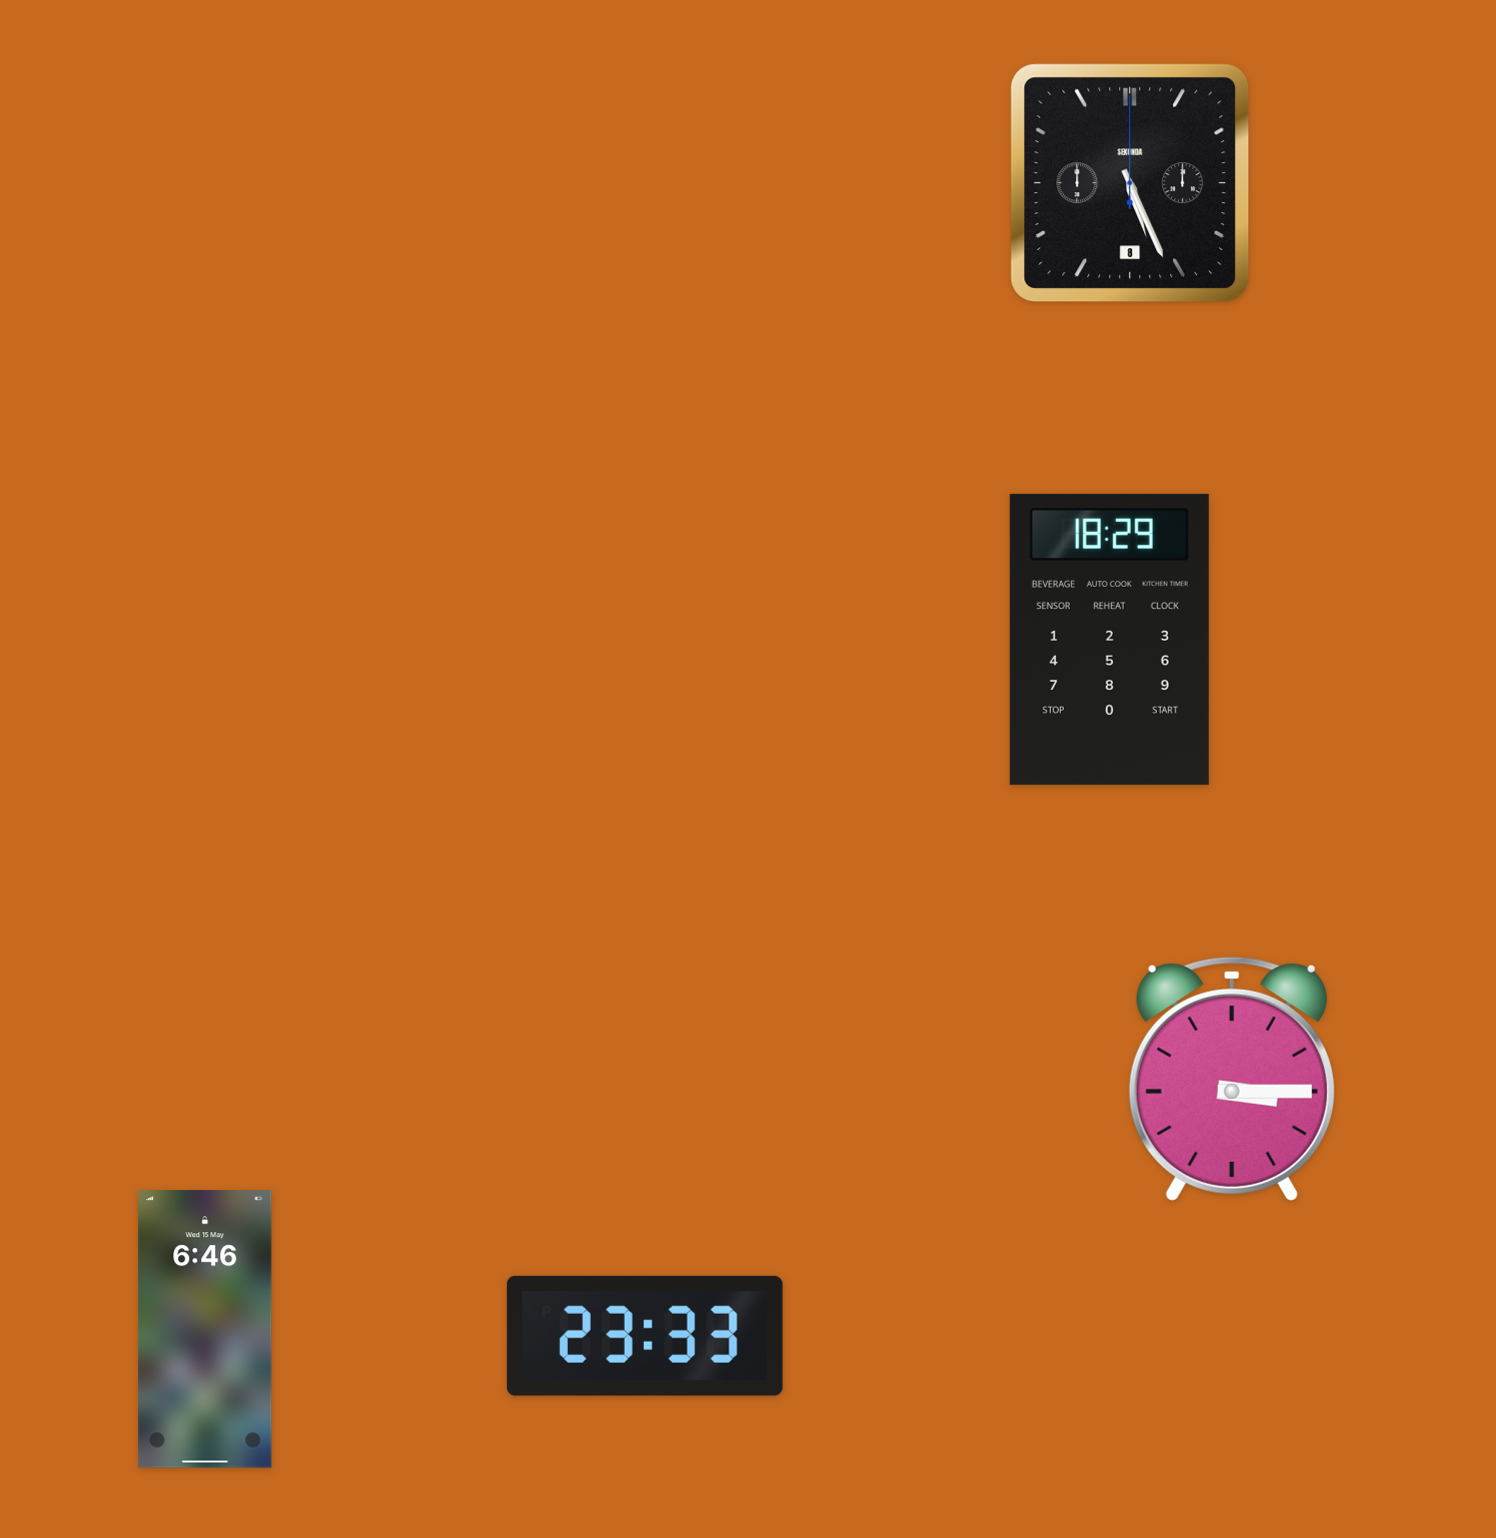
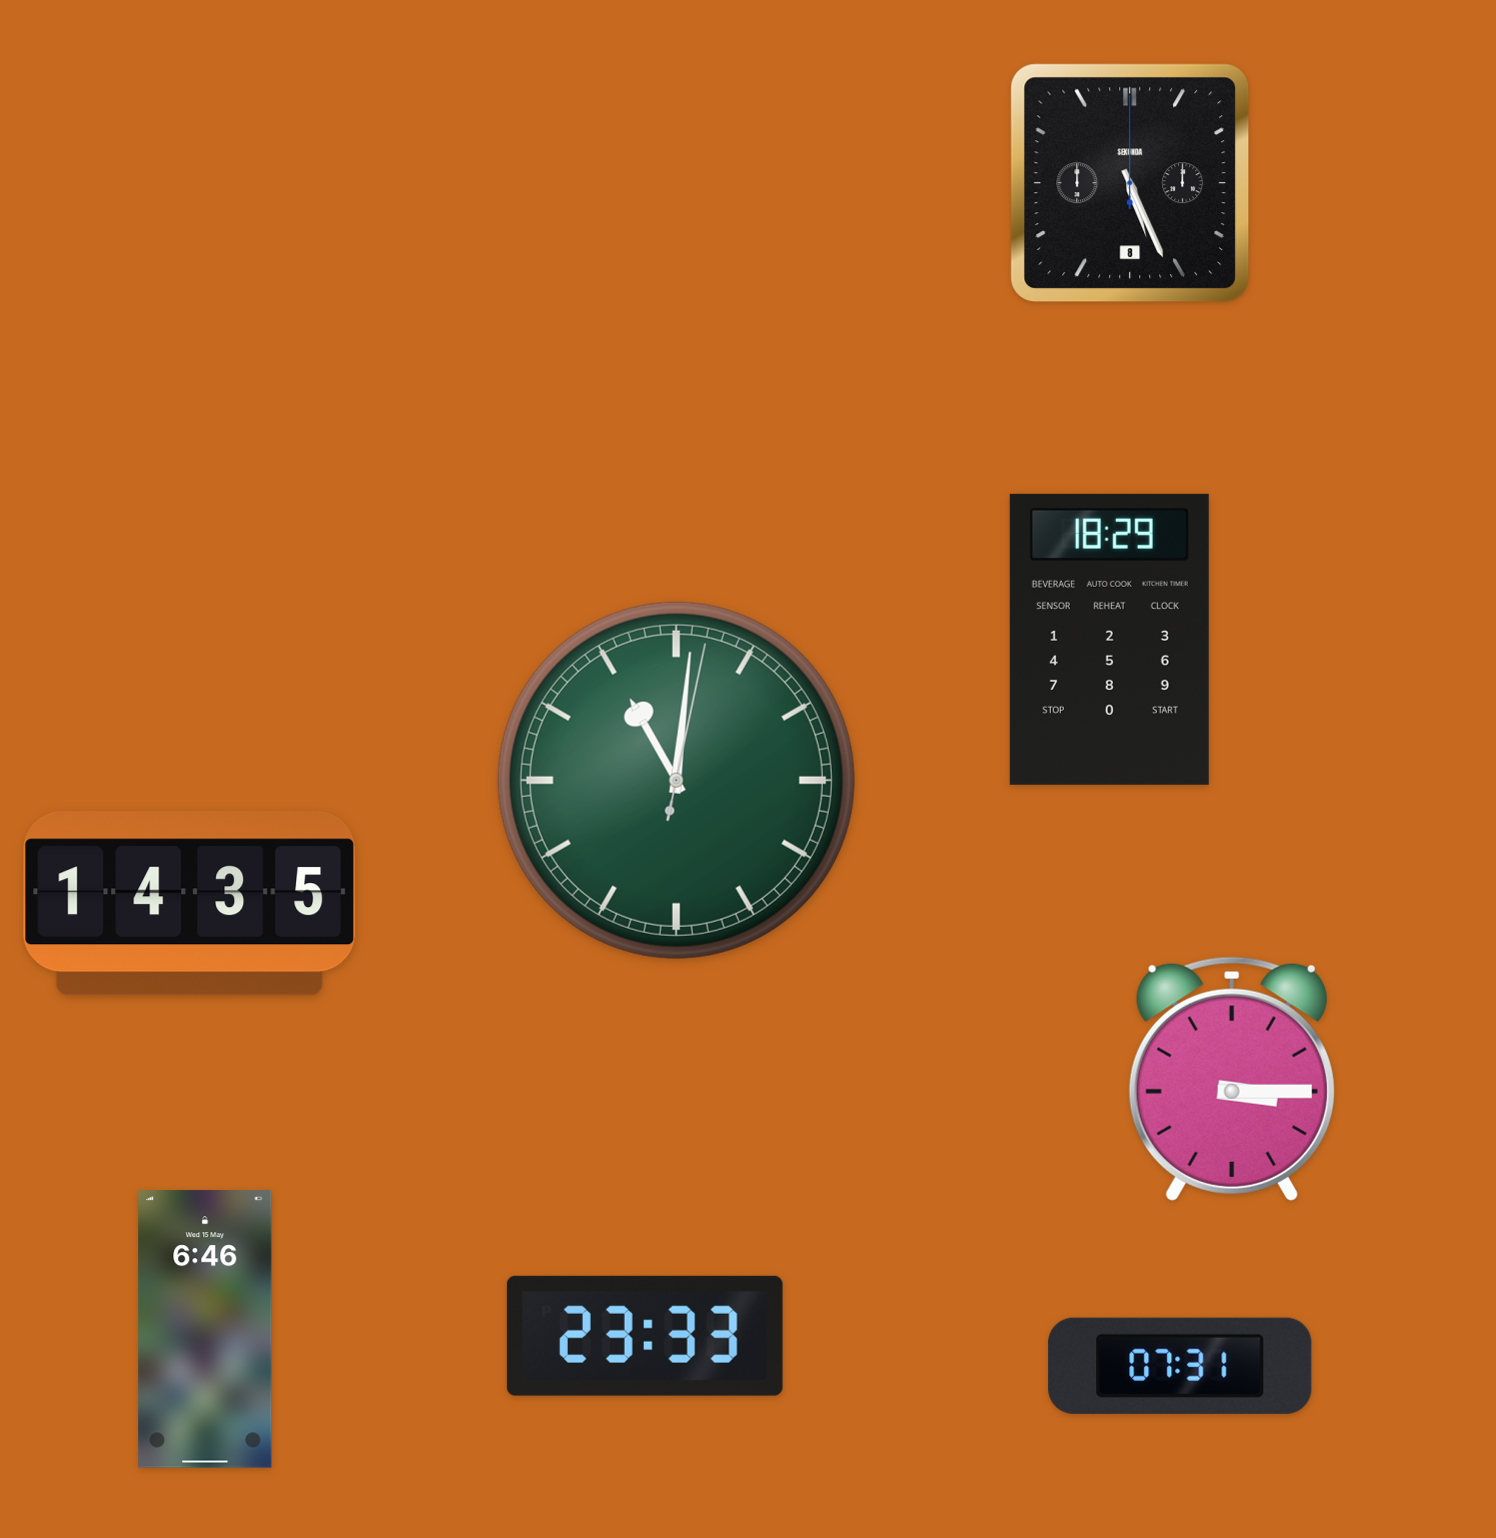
clock at (676, 780): none -> 11:01
clock at (190, 904): none -> 14:35
clock at (1180, 1366): none -> 07:31
